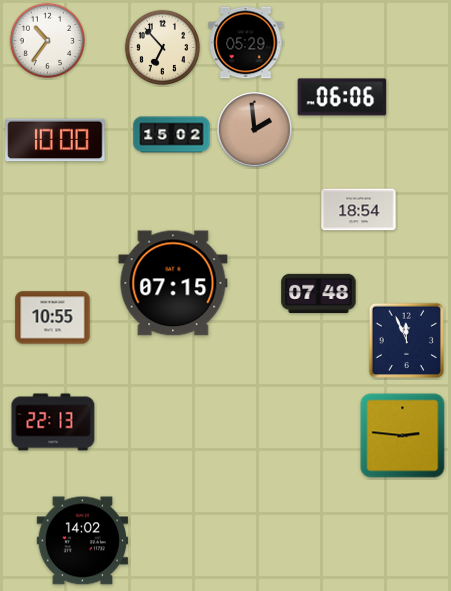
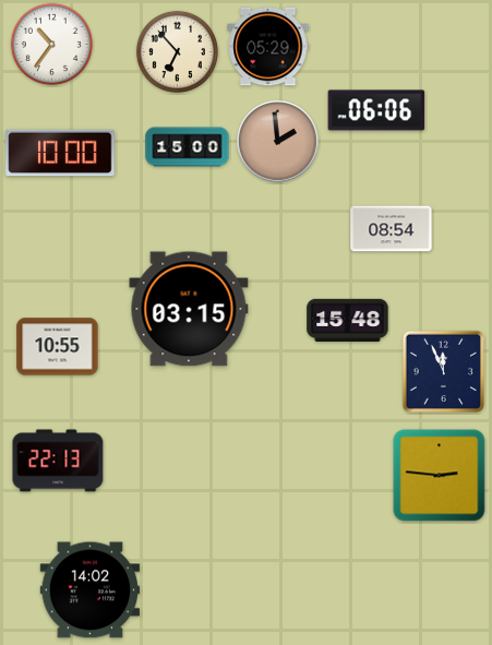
clock at (342, 97) position: (342, 97) -> (376, 110)
clock at (172, 135): 15:02 -> 15:00
clock at (359, 210): 18:54 -> 08:54
clock at (173, 283): 07:15 -> 03:15
clock at (319, 293): 07:48 -> 15:48
